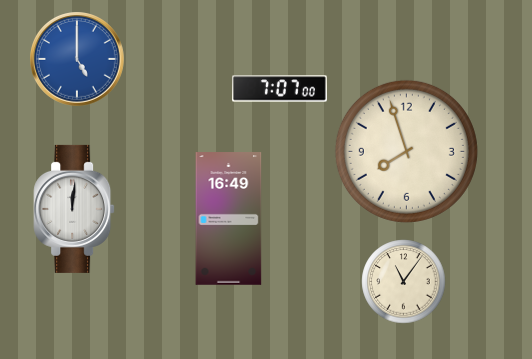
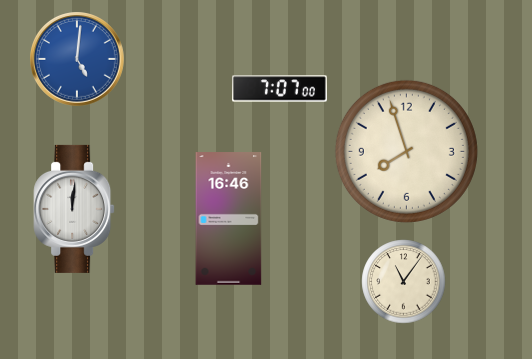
clock at (78, 60): 5:00 -> 5:01
clock at (229, 219): 16:49 -> 16:46
